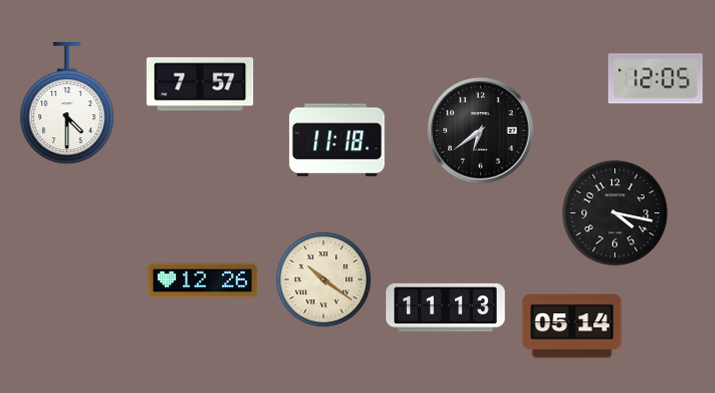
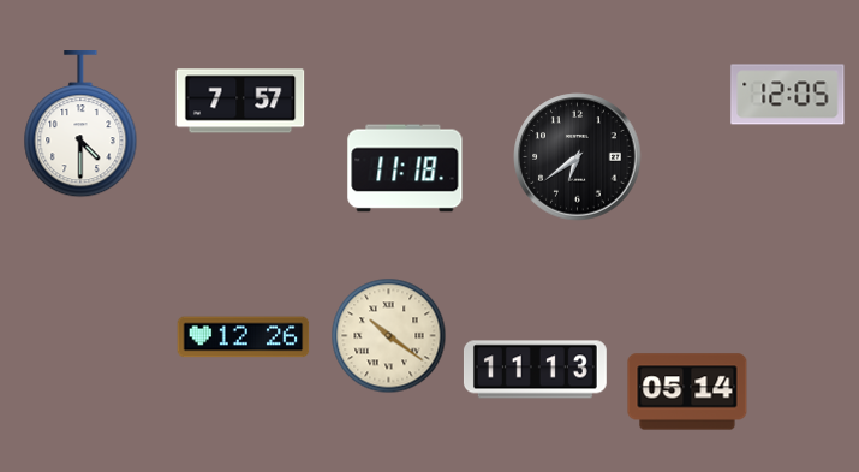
clock at (615, 213): 4:17 -> none
